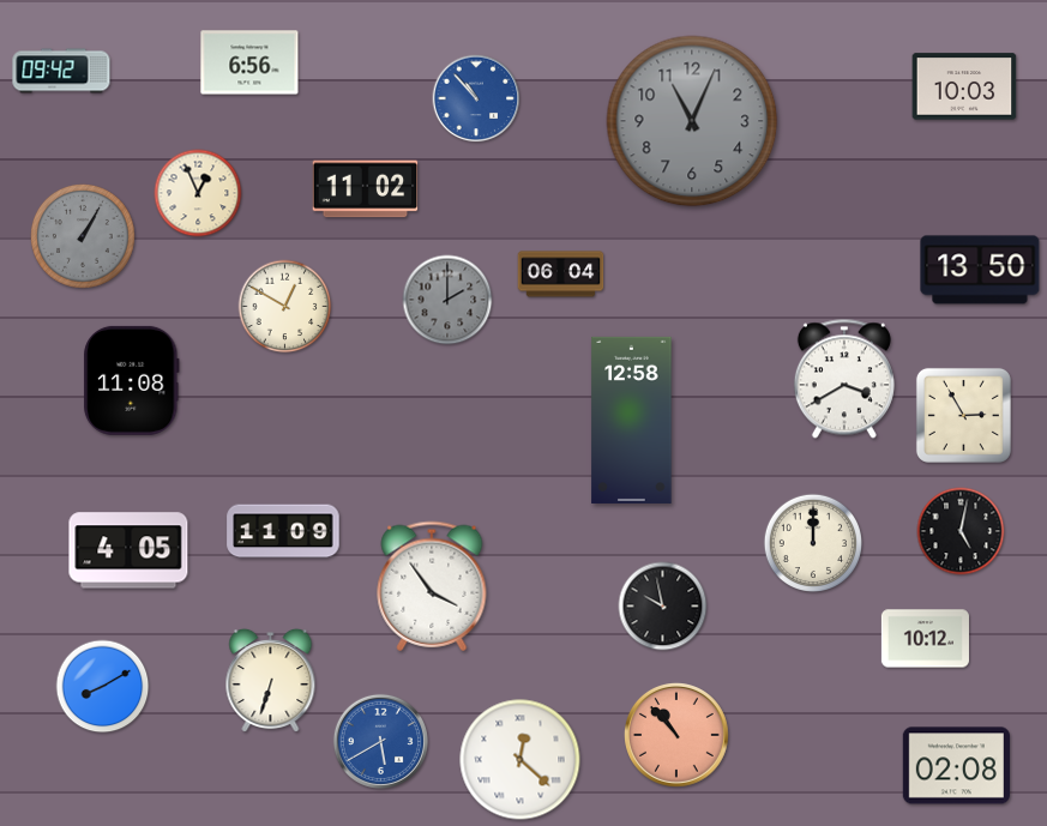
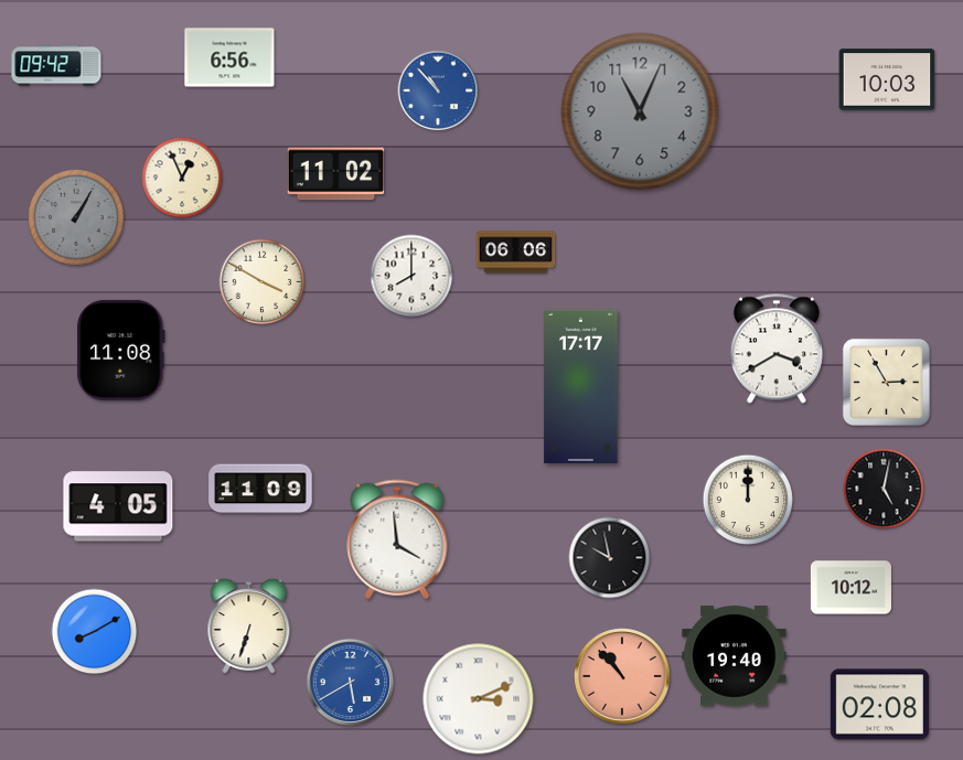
clock at (692, 121) position: (692, 121) -> (640, 111)
clock at (980, 270): 13:50 -> none
clock at (561, 275): 06:04 -> 06:06
clock at (447, 300): 2:00 -> 8:00
clock at (447, 300) dial: grey -> white
clock at (285, 307): 12:50 -> 3:50
clock at (632, 420): 12:58 -> 17:17
clock at (432, 586): 3:54 -> 3:59
clock at (735, 656): none -> 19:40
clock at (521, 760): 12:22 -> 3:11
